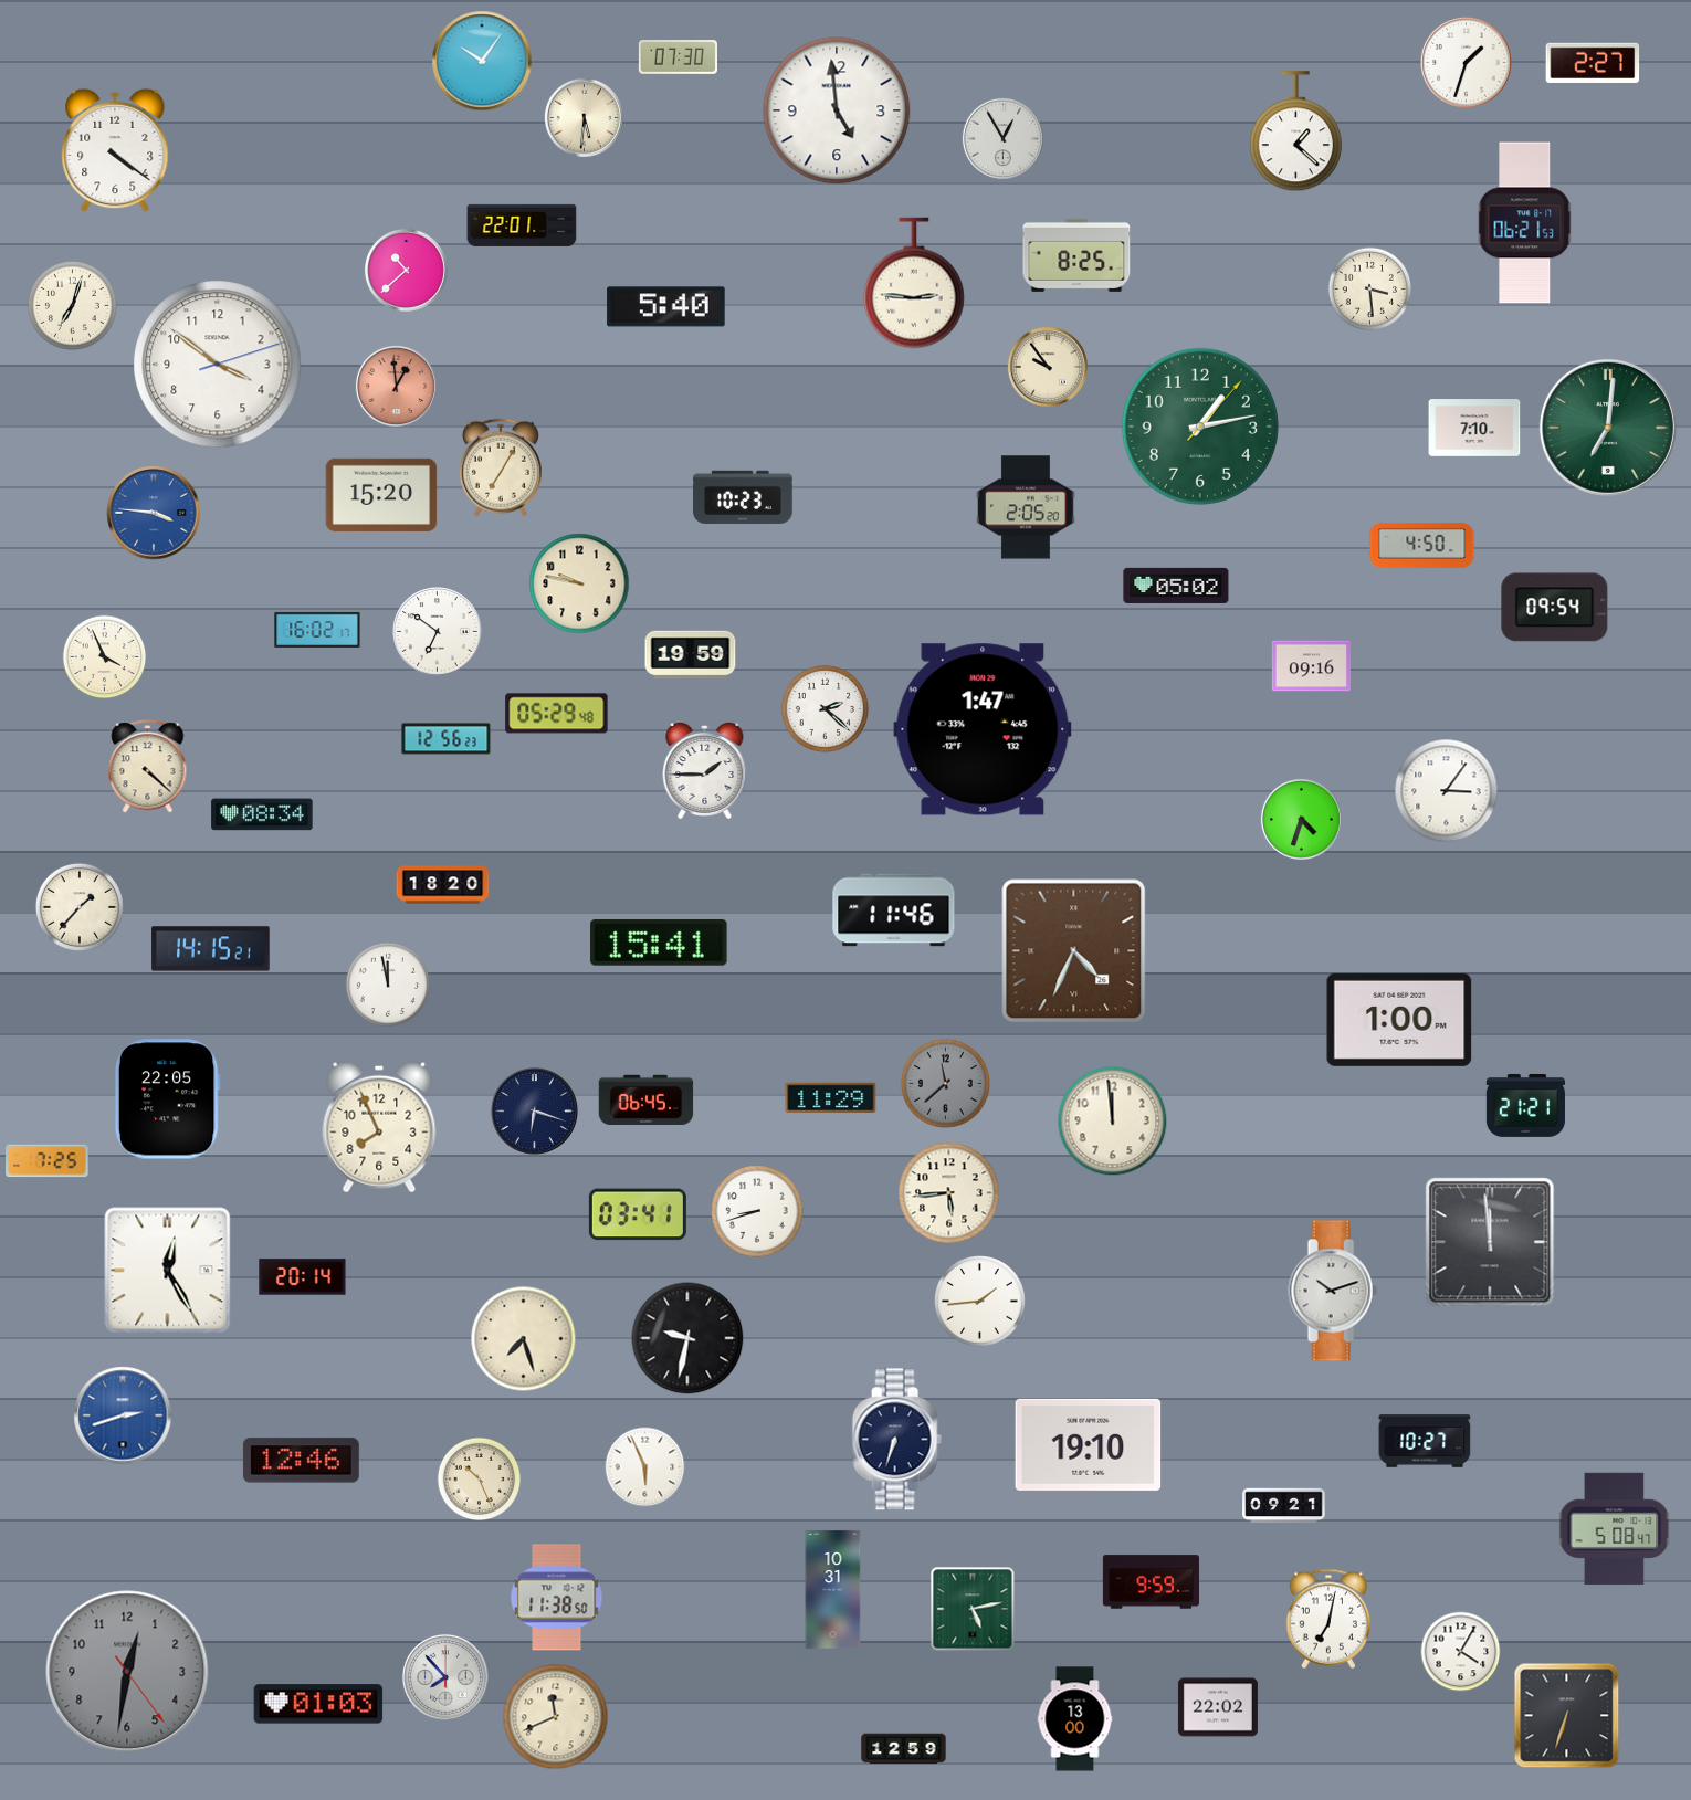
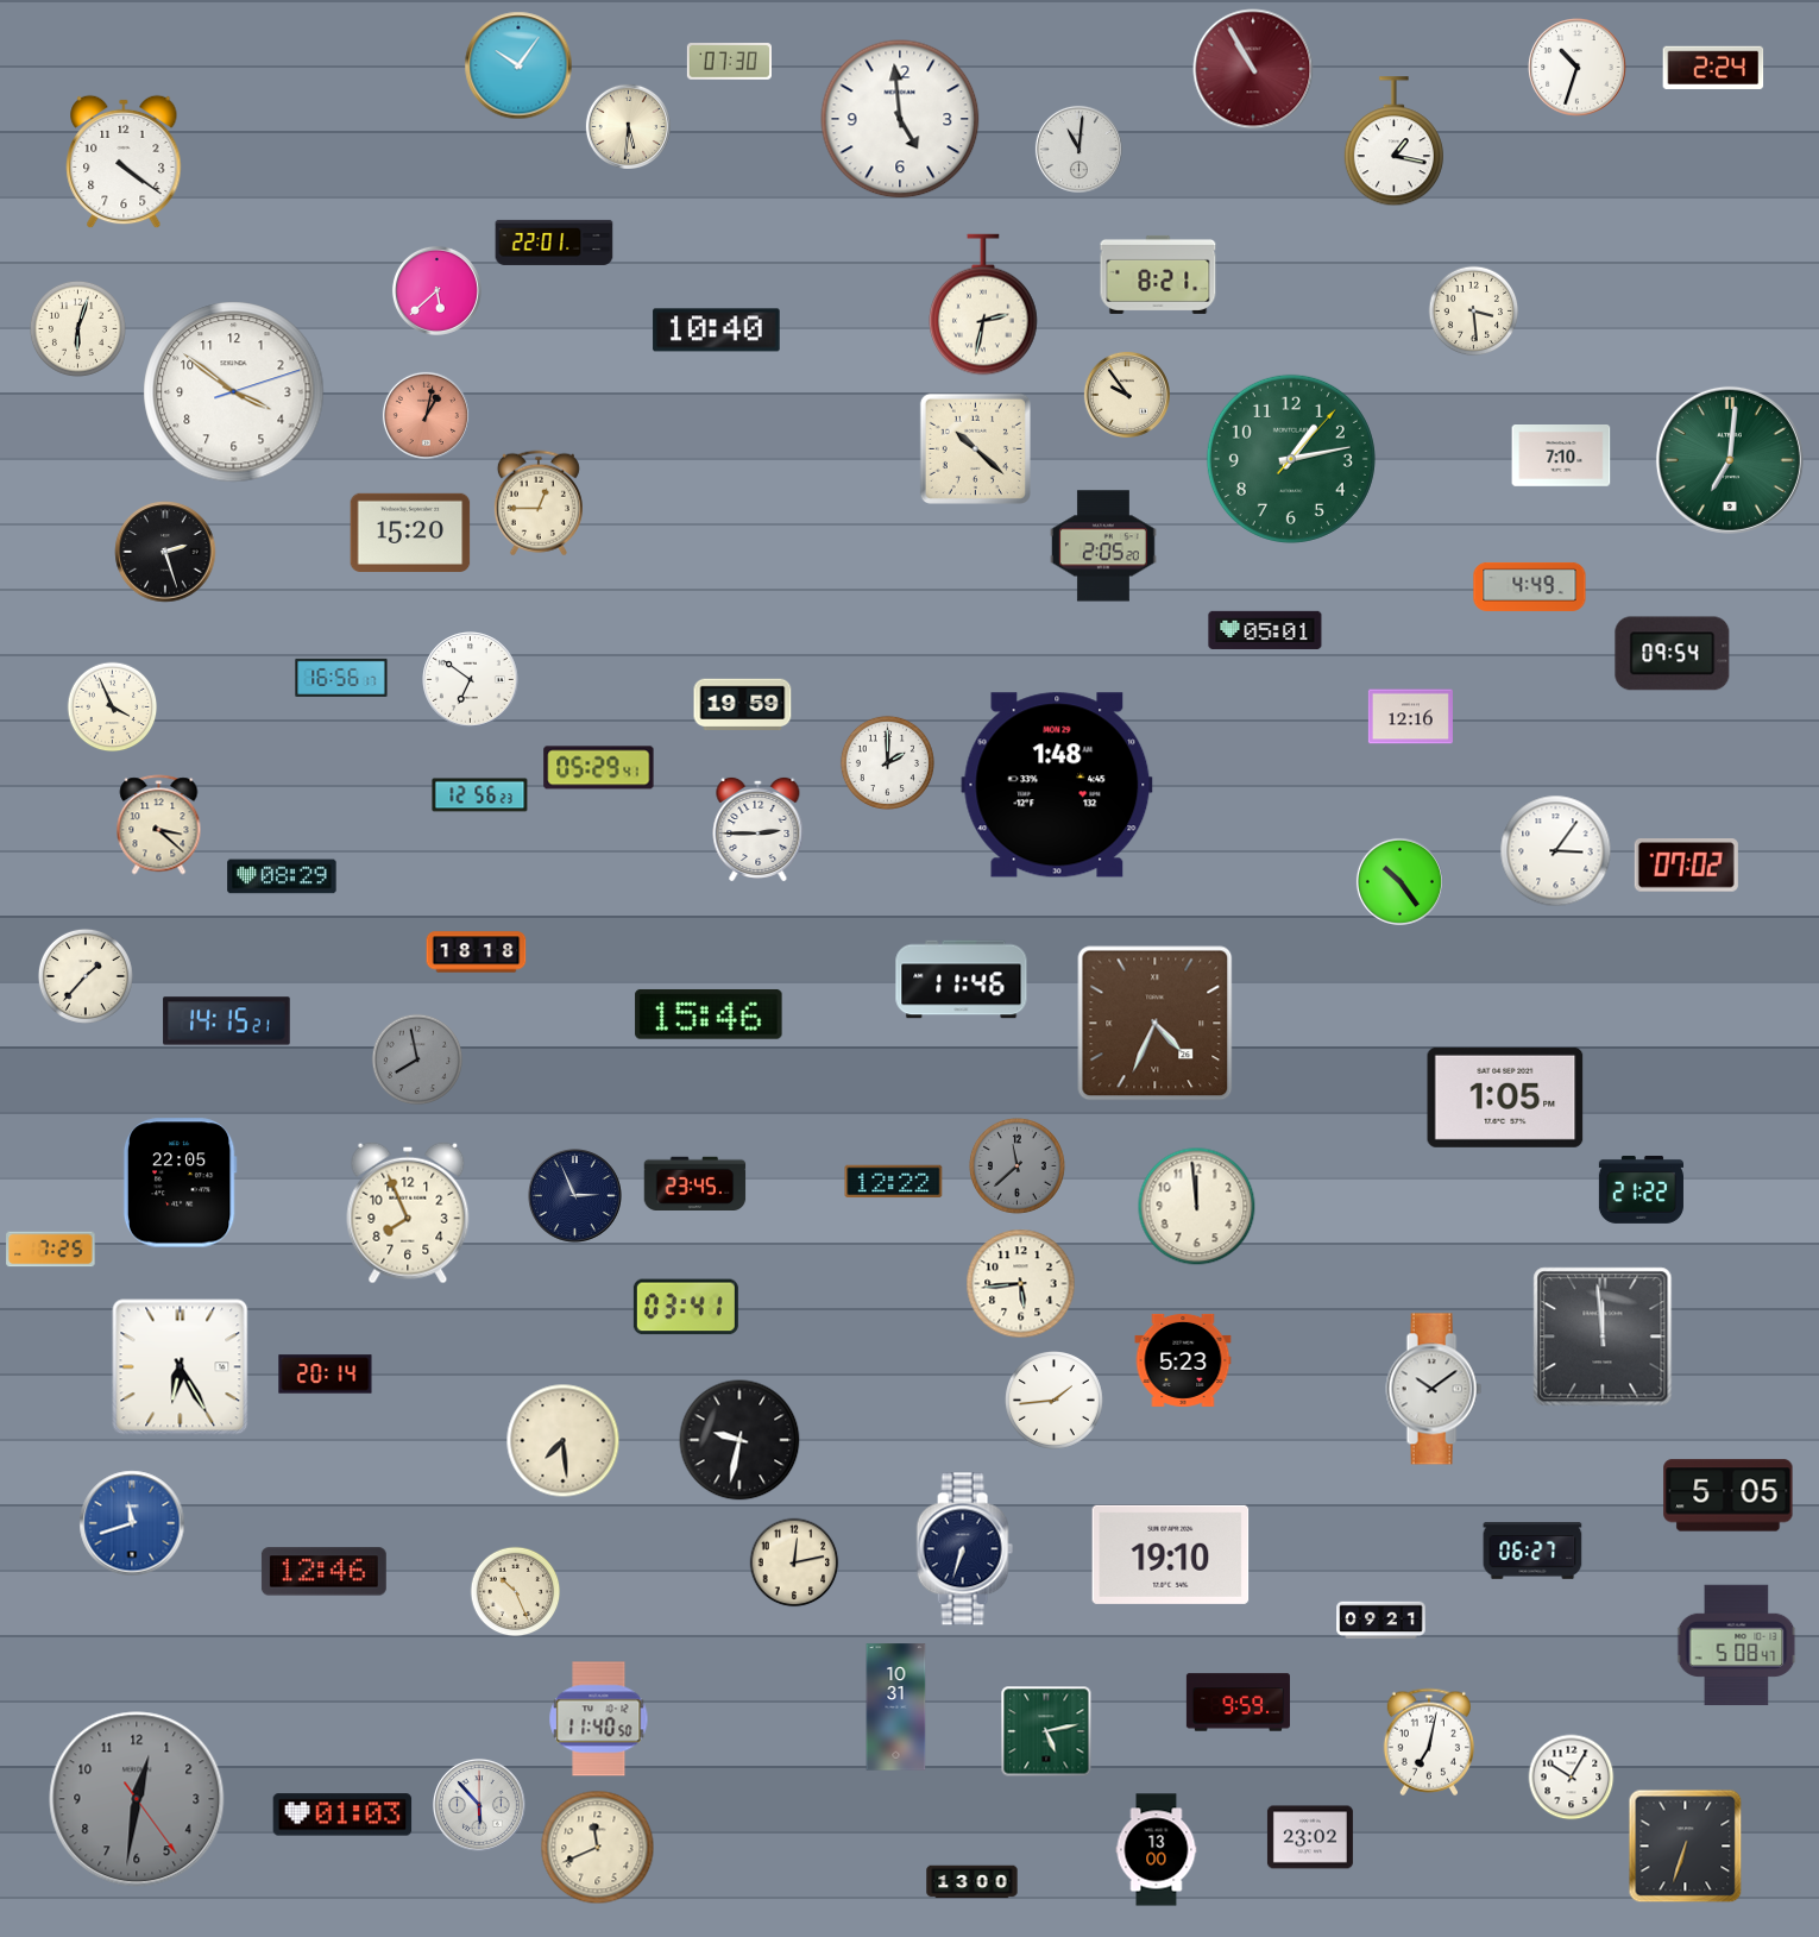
clock at (1467, 63): 1:33 -> 10:33
clock at (1593, 63): 2:27 -> 2:24
clock at (1253, 69): none -> 10:55
clock at (1295, 131): 1:22 -> 1:17
clock at (1002, 138): 12:55 -> 11:01
clock at (1525, 223): 06:21 -> none
clock at (522, 225) position: (522, 225) -> (554, 243)
clock at (1076, 255): 8:25 -> 8:21
clock at (406, 270): 10:38 -> 5:38
clock at (914, 283): 2:46 -> 2:32
clock at (72, 305): 7:03 -> 6:03
clock at (666, 307): 5:40 -> 10:40
clock at (396, 386): 12:59 -> 1:02
clock at (975, 448): none -> 10:22
clock at (1474, 428) position: (1474, 428) -> (1561, 455)
clock at (501, 467): 7:05 -> 12:45
clock at (743, 497): 10:23 -> none
clock at (154, 513): 3:46 -> 2:27
clock at (154, 513) dial: blue -> black
clock at (1422, 545): 4:50 -> 4:49
clock at (579, 583): 9:47 -> none
clock at (1176, 586): 05:02 -> 05:01
clock at (317, 630): 16:02 -> 16:56
clock at (1311, 666): 09:16 -> 12:16
clock at (825, 708): 2:22 -> 2:00
clock at (557, 714): 05:29:48 -> 05:29:41
clock at (983, 729): 1:47 -> 1:48
clock at (148, 767): 4:22 -> 3:22
clock at (705, 770): 1:45 -> 2:45
clock at (1686, 866): none -> 07:02
clock at (262, 814): 08:34 -> 08:29
clock at (1301, 819): 4:33 -> 10:24
clock at (443, 885): 18:20 -> 18:18
clock at (659, 943): 15:41 -> 15:46
clock at (388, 985): 11:58 -> 7:58
clock at (388, 985) dial: white -> grey
clock at (1399, 1020): 1:00 -> 1:05
clock at (831, 1098): 11:29 -> 12:22
clock at (647, 1099): 06:45 -> 23:45
clock at (1525, 1105): 21:21 -> 21:22
clock at (535, 1112): 6:18 -> 2:56
clock at (757, 1211): 8:42 -> none
clock at (1183, 1360): none -> 5:23
clock at (168, 1271): 12:25 -> 6:25
clock at (1333, 1291): 10:12 -> 10:09
clock at (524, 1339): 7:27 -> 7:29
clock at (1729, 1496): none -> 5:05
clock at (123, 1415): 2:42 -> 11:42
clock at (1425, 1441): 10:27 -> 06:27
clock at (794, 1562): none -> 12:13
clock at (645, 1467): 5:56 -> none
clock at (833, 1590) position: (833, 1590) -> (896, 1708)
clock at (557, 1598): 11:38 -> 11:40
clock at (1461, 1652): 4:05 -> 10:05
clock at (445, 1677): 7:53 -> 5:53
clock at (318, 1704) position: (318, 1704) -> (342, 1815)
clock at (1218, 1707): 22:02 -> 23:02
clock at (904, 1749): 12:59 -> 13:00
